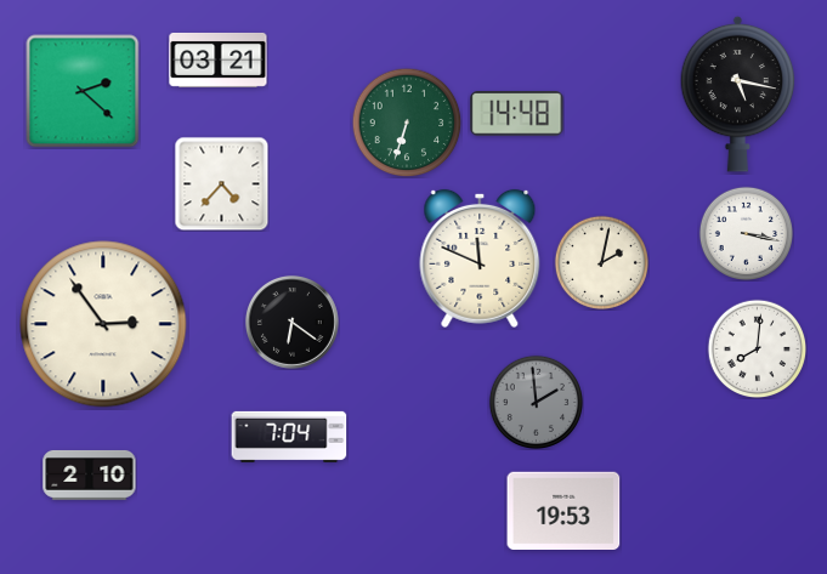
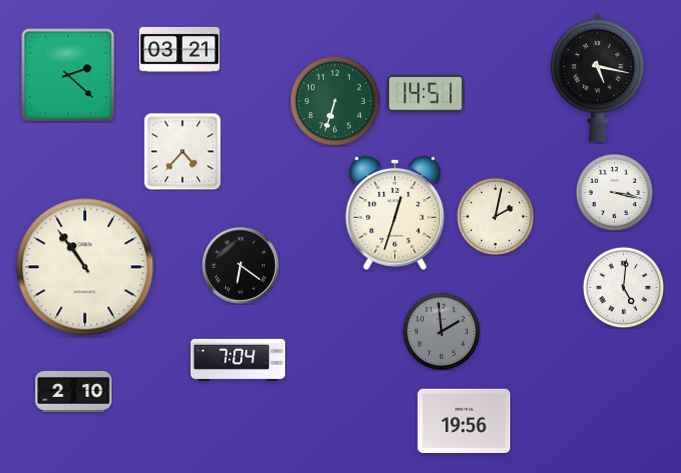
clock at (738, 93) position: (738, 93) -> (598, 77)
clock at (517, 114): 14:48 -> 14:51
clock at (480, 258): 11:49 -> 12:33
clock at (103, 324): 2:54 -> 10:54
clock at (757, 348): 8:01 -> 5:01
clock at (563, 510): 19:53 -> 19:56
